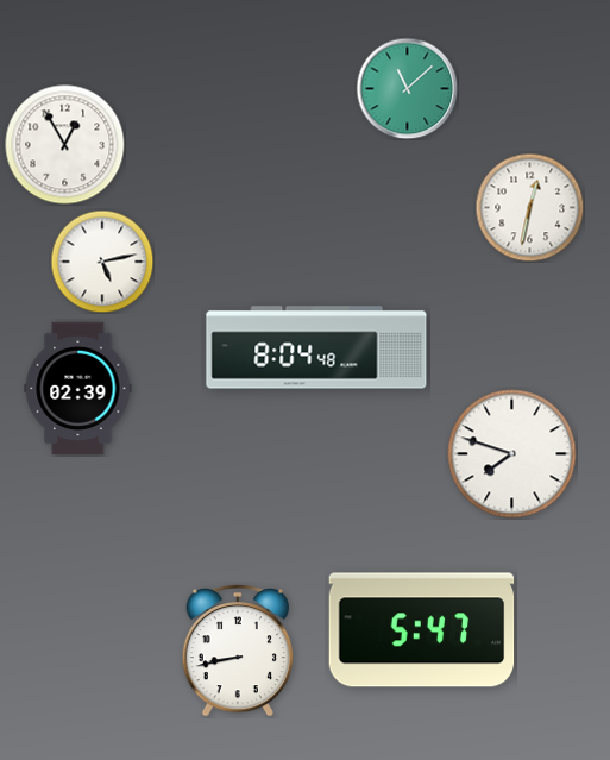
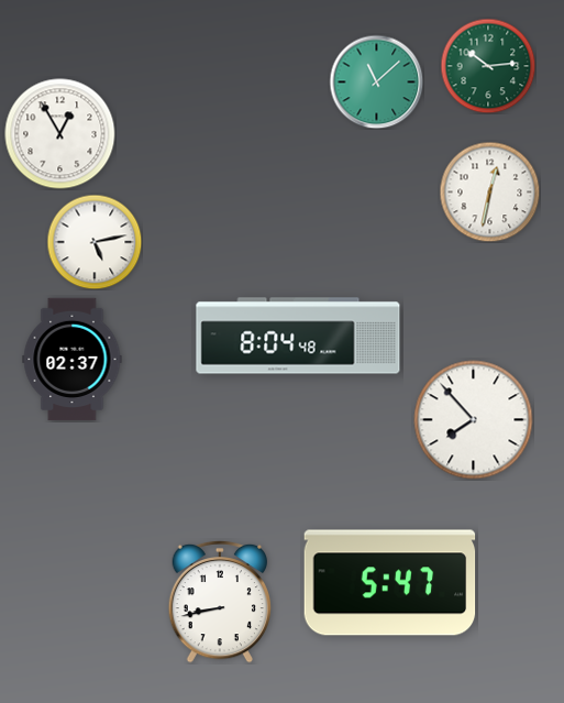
clock at (488, 66): none -> 10:14
clock at (316, 347) position: (316, 347) -> (298, 336)
clock at (78, 389): 02:39 -> 02:37
clock at (512, 454): 7:48 -> 7:53
